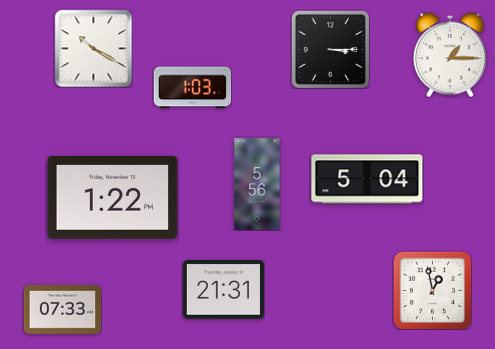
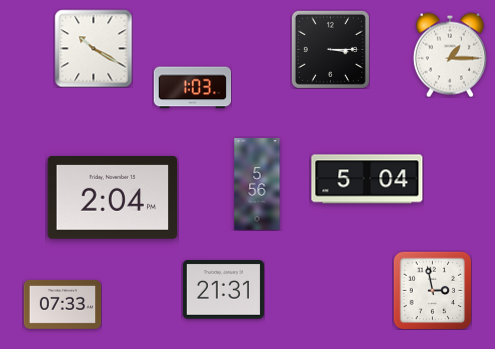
clock at (113, 198): 1:22 -> 2:04
clock at (432, 290): 12:58 -> 2:58
clock at (62, 309) position: (62, 309) -> (62, 304)
